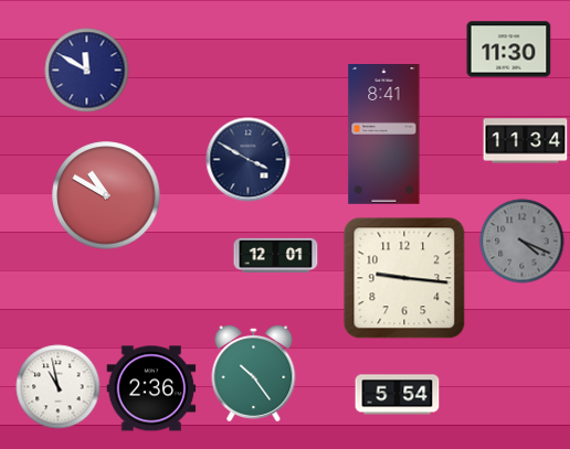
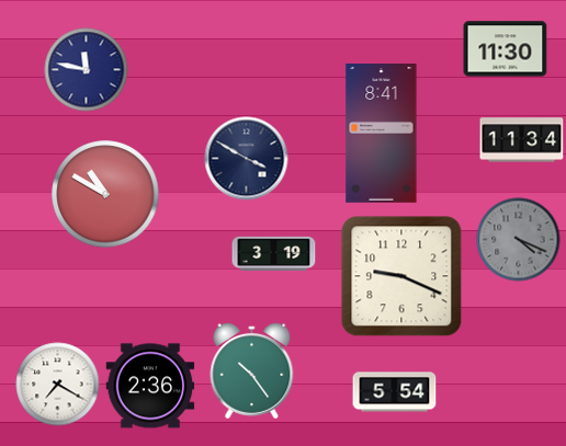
clock at (87, 71): 11:50 -> 11:47
clock at (276, 255): 12:01 -> 3:19
clock at (404, 278): 9:16 -> 9:19
clock at (59, 387): 10:58 -> 7:20
